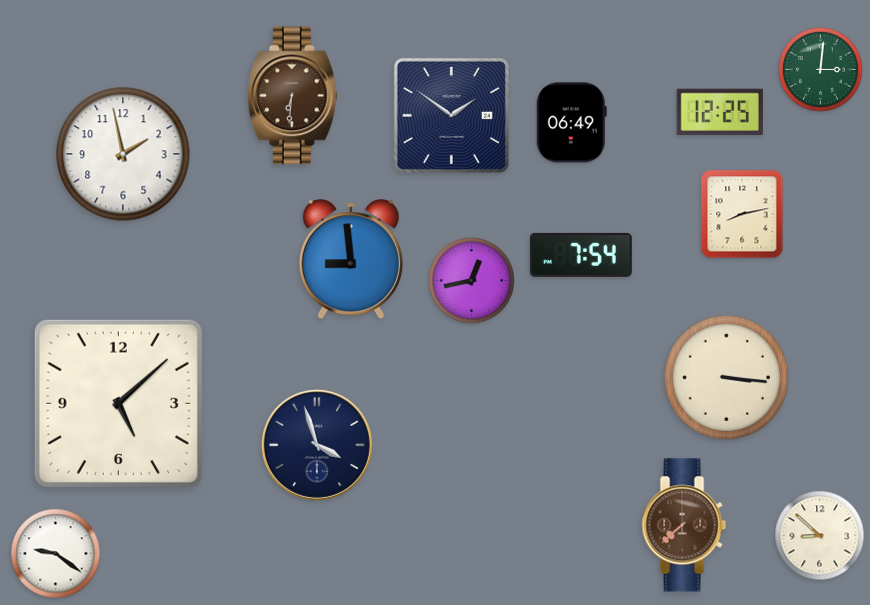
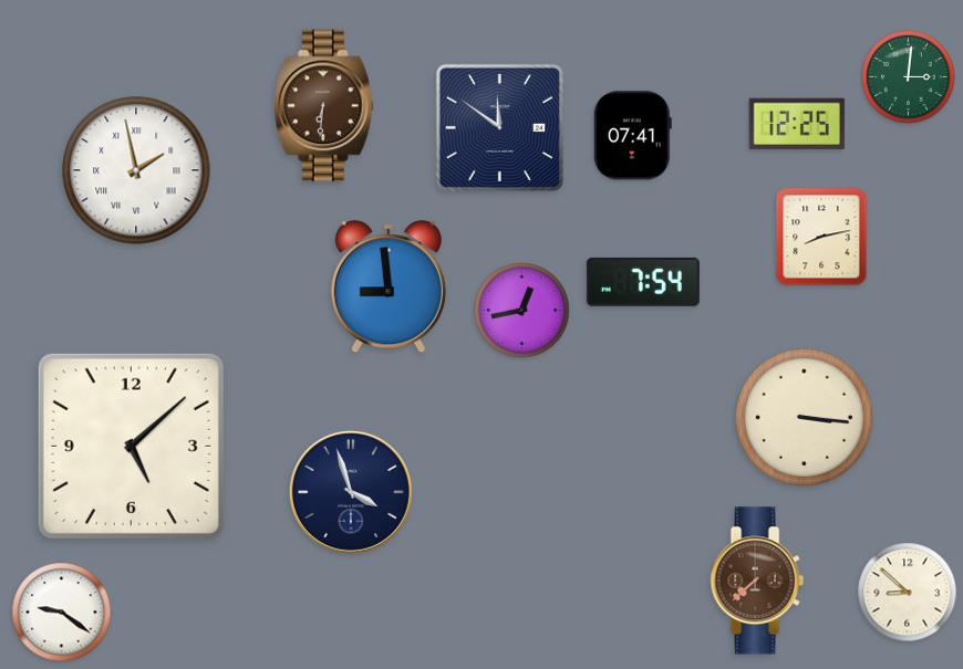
clock at (451, 115): 1:51 -> 11:51
clock at (571, 123): 06:49 -> 07:41
clock at (123, 154) numerals: Arabic -> Roman
